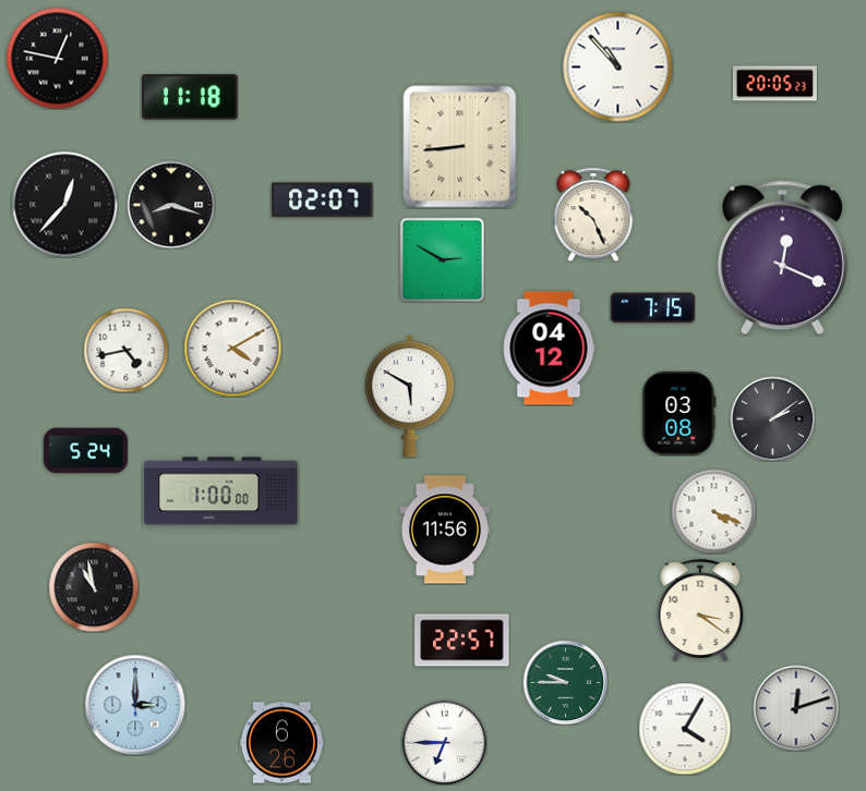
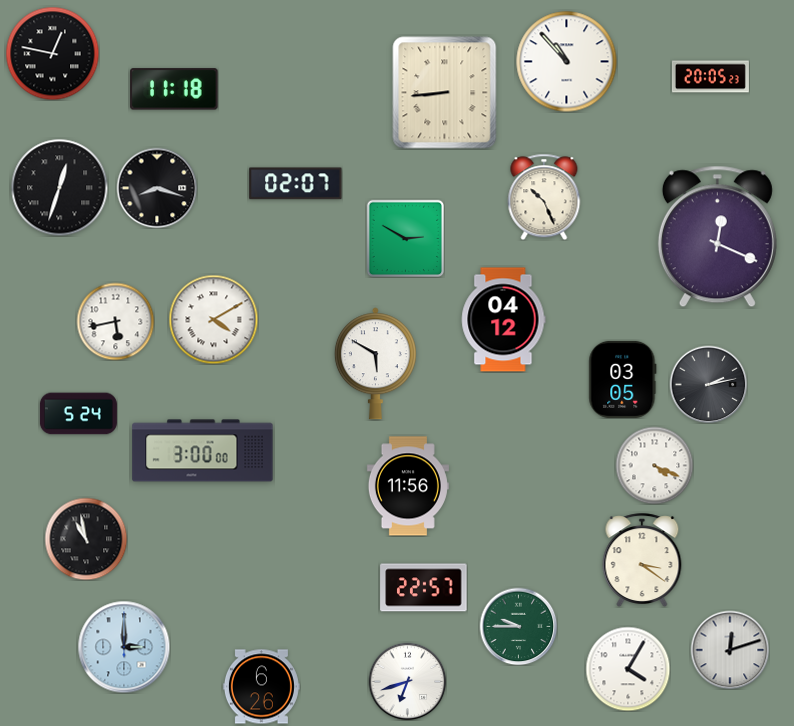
clock at (460, 147) position: (460, 147) -> (445, 93)
clock at (64, 204): 12:37 -> 12:33
clock at (652, 308): 7:15 -> none
clock at (125, 350): 4:43 -> 5:43
clock at (679, 413): 03:08 -> 03:05
clock at (772, 418): 2:09 -> 2:13
clock at (221, 491): 1:00 -> 3:00
clock at (713, 511) position: (713, 511) -> (654, 465)
clock at (444, 742): 6:45 -> 6:42
clock at (281, 743) position: (281, 743) -> (261, 687)
